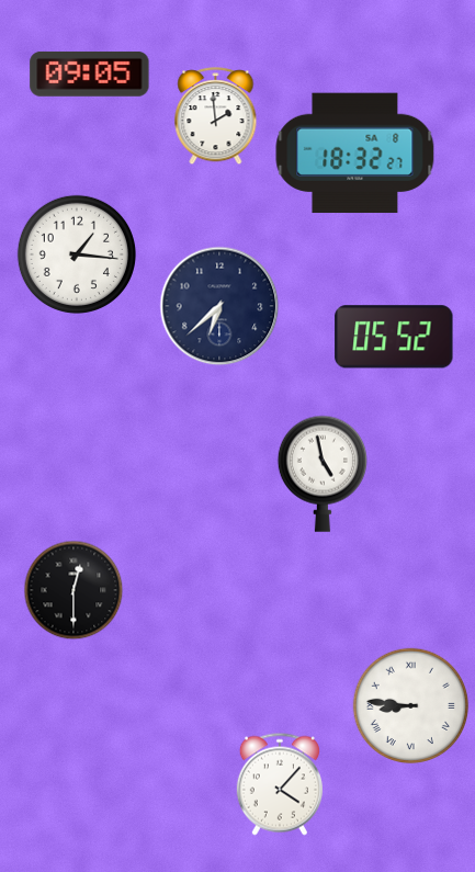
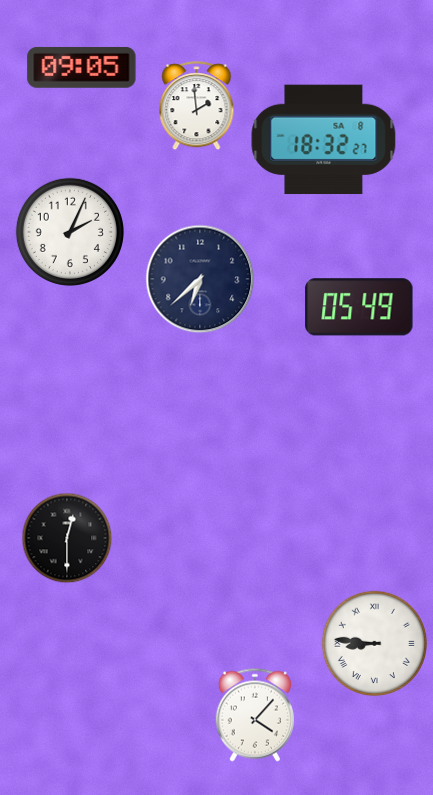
clock at (77, 254): 1:16 -> 2:04
clock at (394, 337): 05:52 -> 05:49
clock at (323, 474): 4:58 -> none
